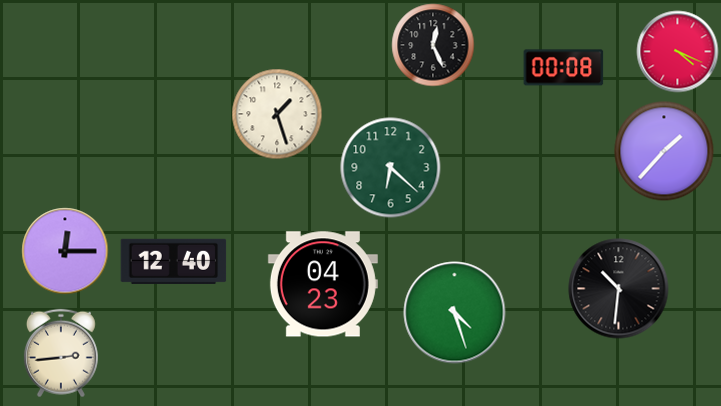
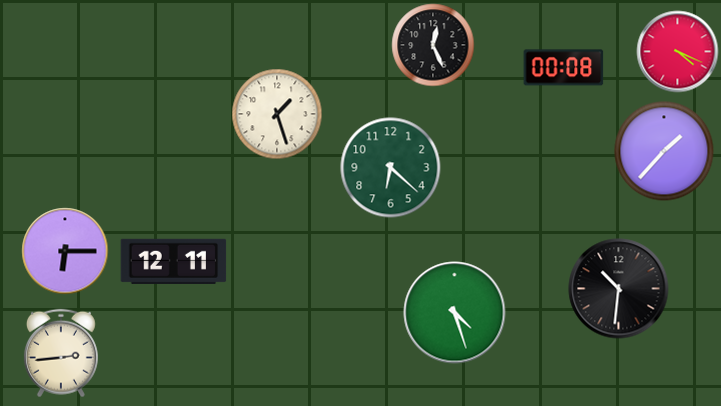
clock at (65, 251): 12:15 -> 6:15
clock at (174, 261): 12:40 -> 12:11
clock at (323, 284): 04:23 -> none
